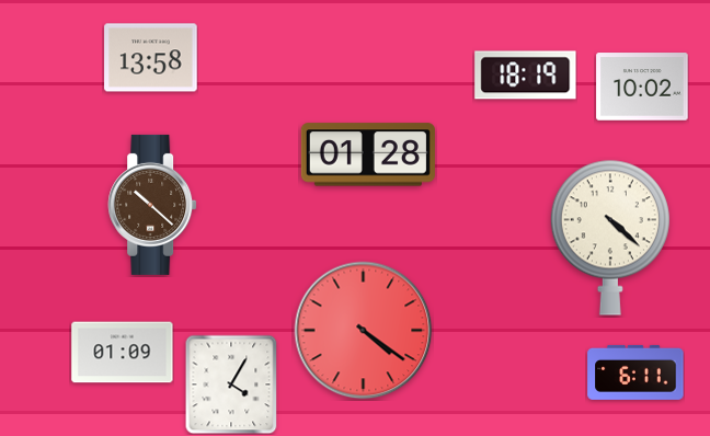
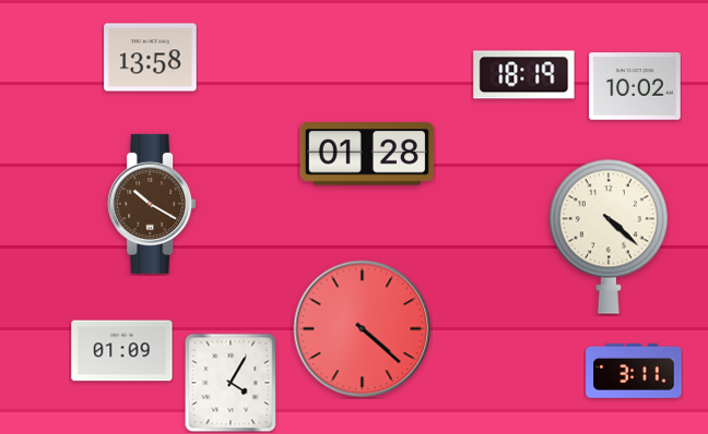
clock at (642, 87) position: (642, 87) -> (635, 86)
clock at (152, 205): 10:22 -> 10:20
clock at (364, 331): 4:21 -> 4:22
clock at (635, 372): 6:11 -> 3:11
